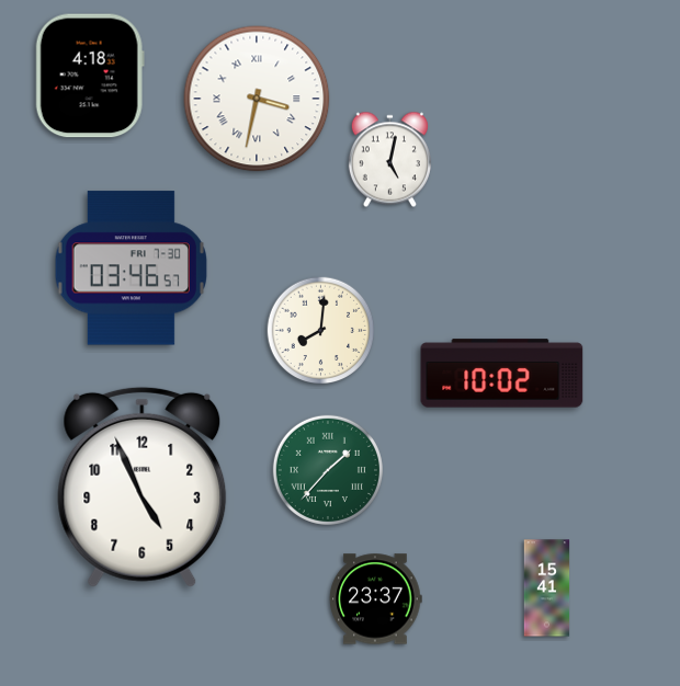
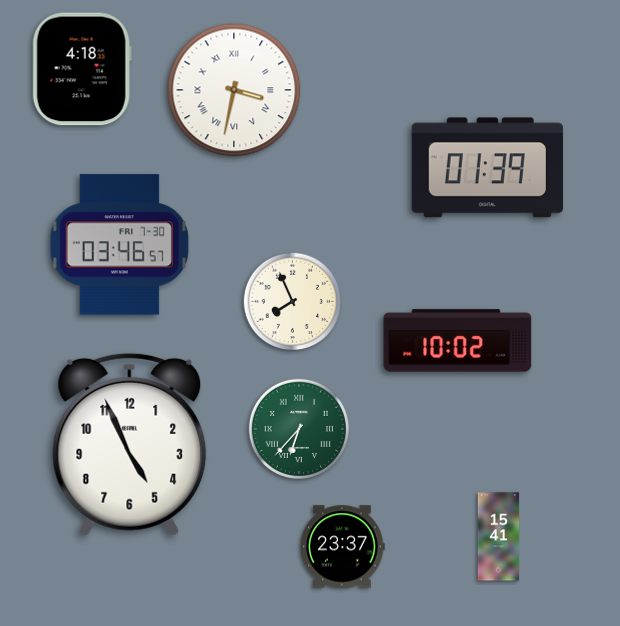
clock at (389, 160): 5:02 -> none
clock at (487, 168): none -> 01:39
clock at (321, 331): 8:01 -> 7:56
clock at (328, 470): 1:37 -> 6:37
